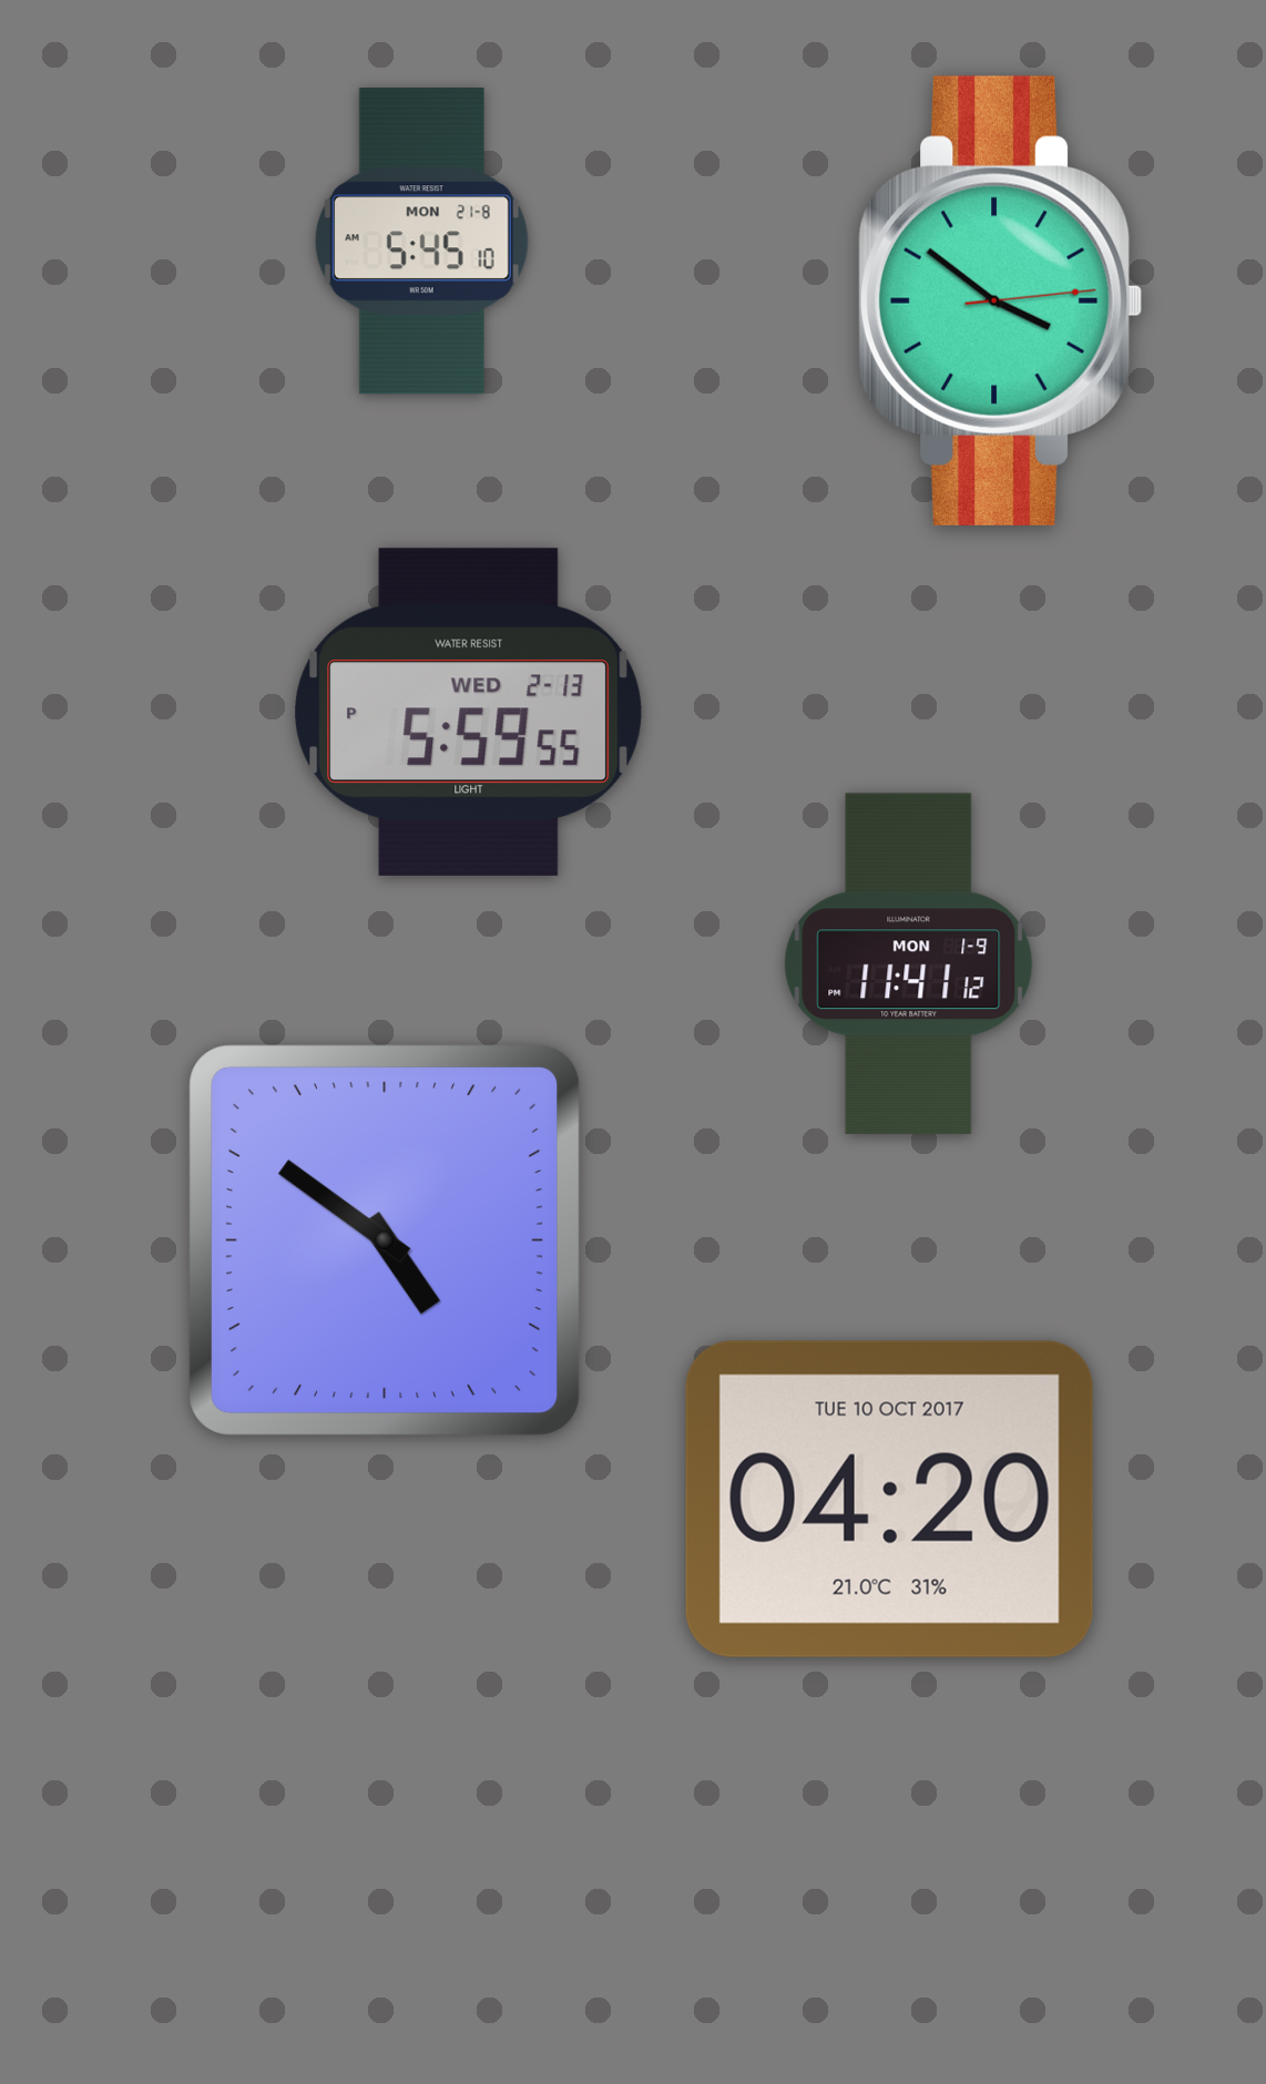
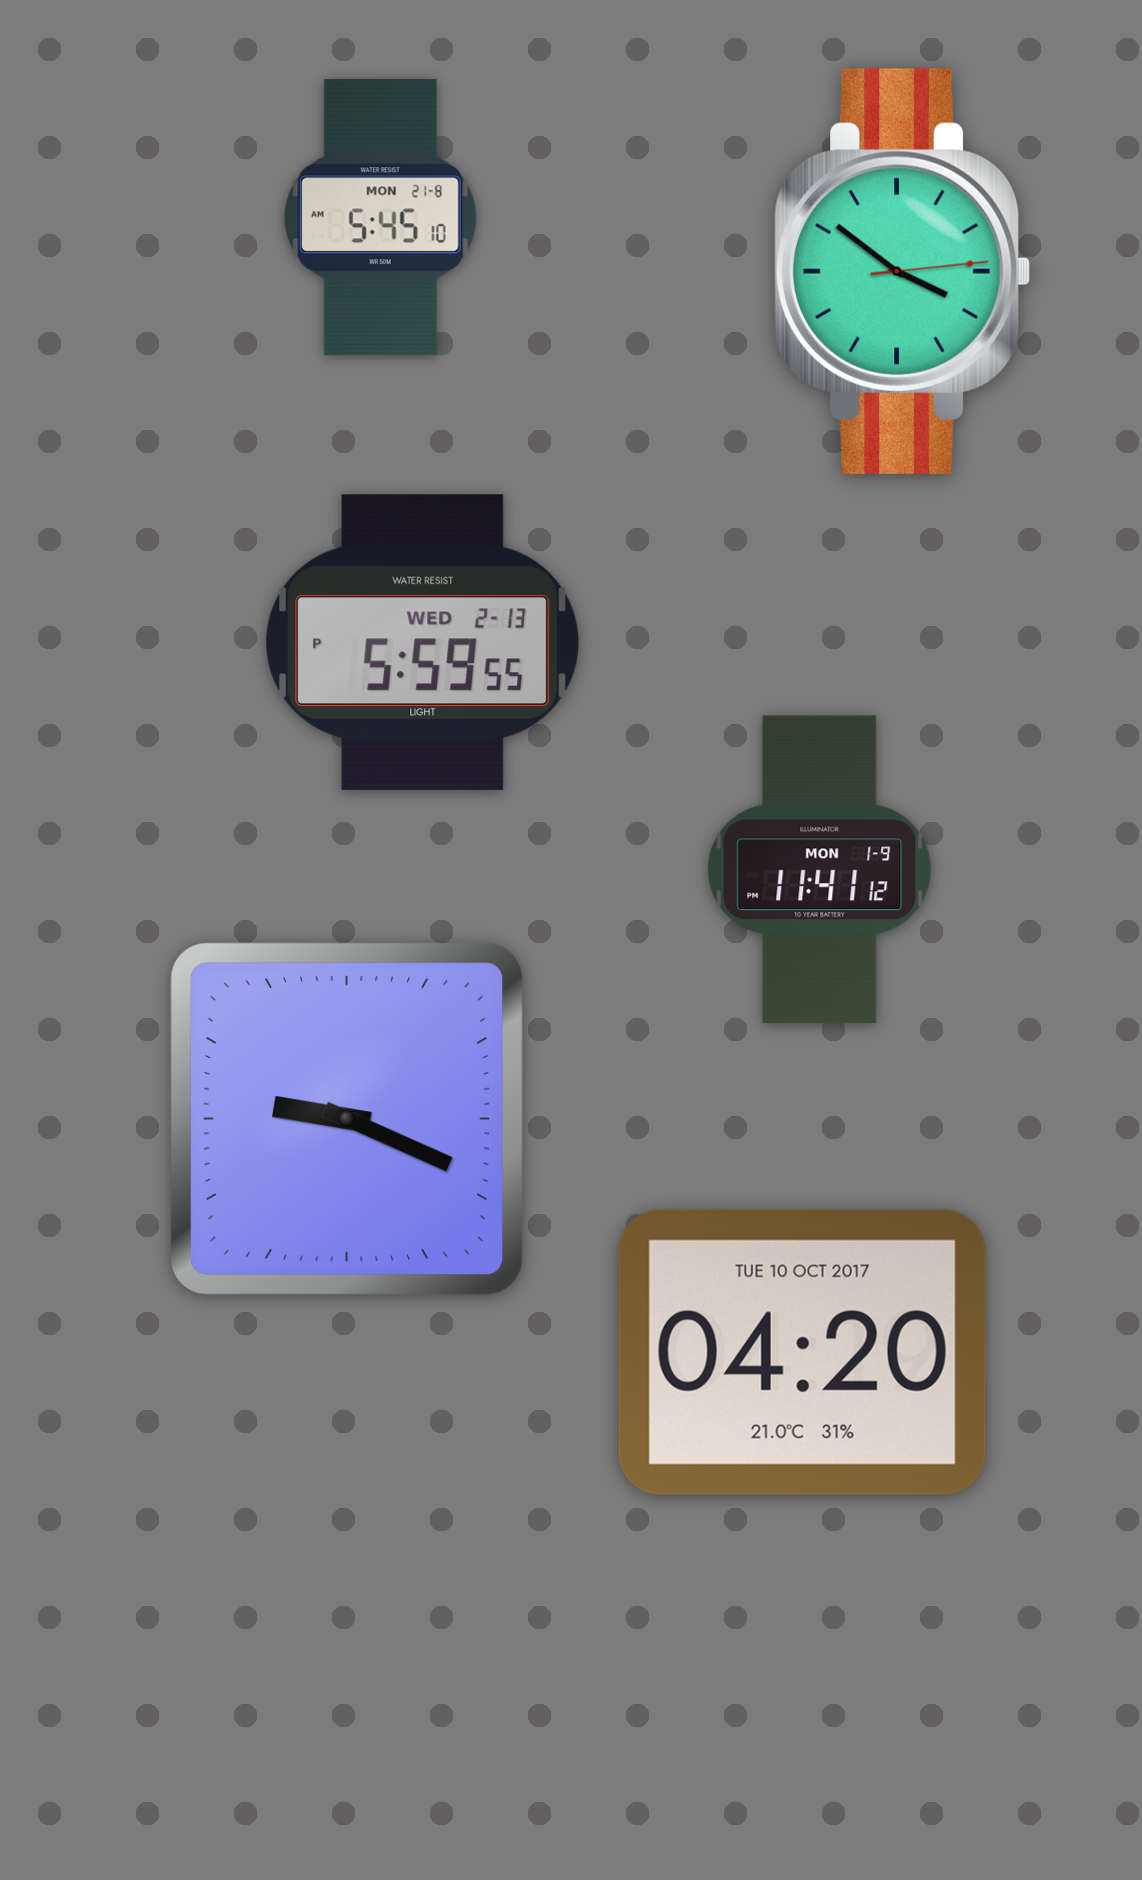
clock at (385, 1240): 4:51 -> 9:19
